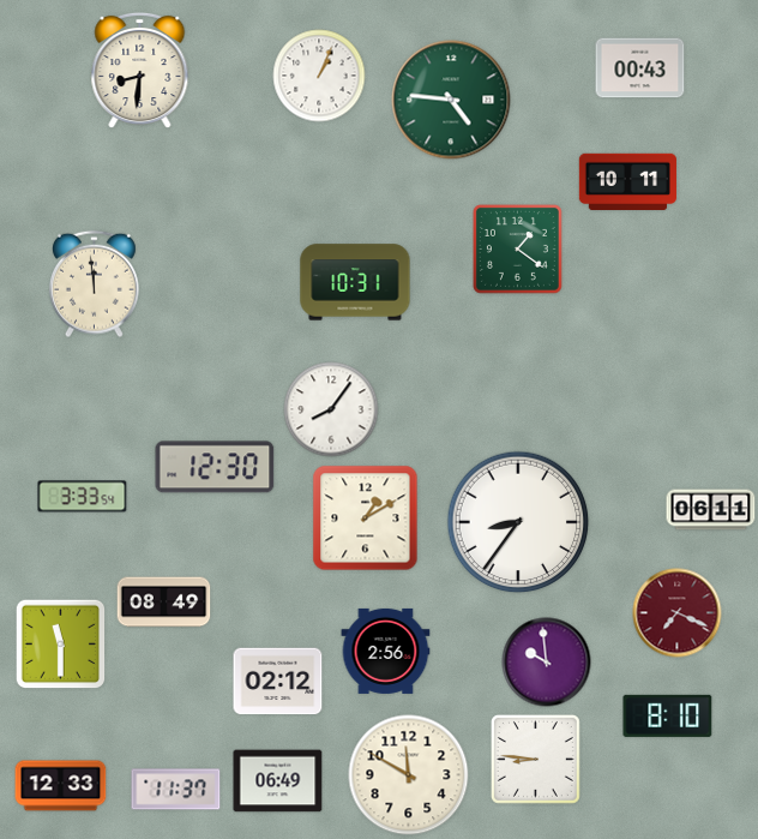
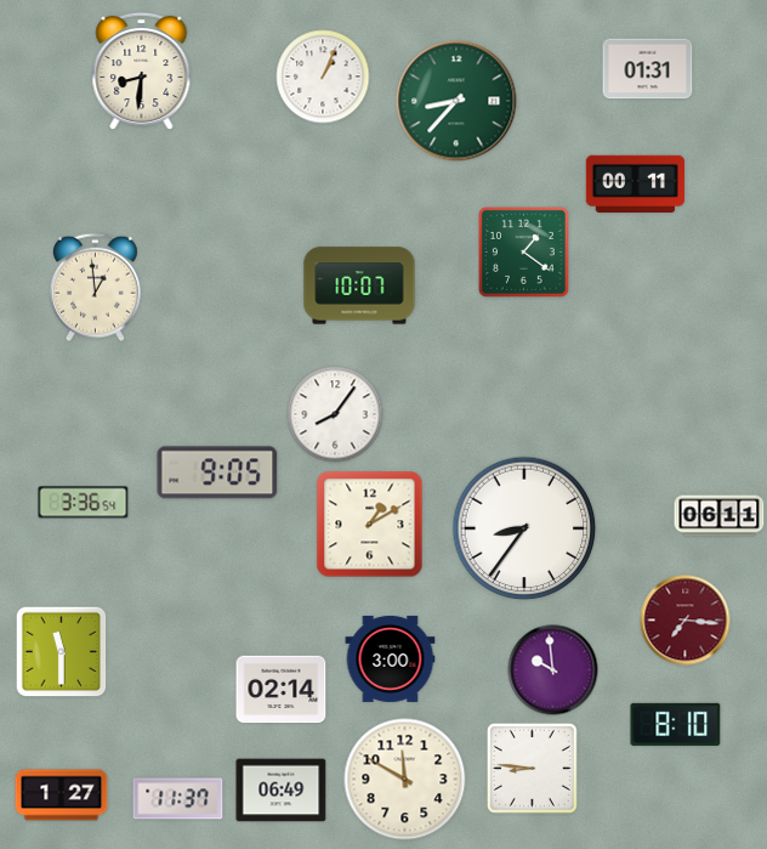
clock at (640, 68): 00:43 -> 01:31
clock at (451, 100): 4:46 -> 8:37
clock at (627, 181): 10:11 -> 00:11
clock at (355, 282): 10:31 -> 10:07
clock at (95, 284): 11:59 -> 12:59
clock at (215, 467): 12:30 -> 9:05
clock at (83, 497): 3:33 -> 3:36
clock at (164, 603): 08:49 -> none
clock at (678, 613): 7:19 -> 7:16
clock at (386, 651): 2:56 -> 3:00
clock at (278, 682): 02:12 -> 02:14
clock at (535, 759) position: (535, 759) -> (532, 768)
clock at (409, 775) position: (409, 775) -> (405, 780)
clock at (61, 786): 12:33 -> 1:27
